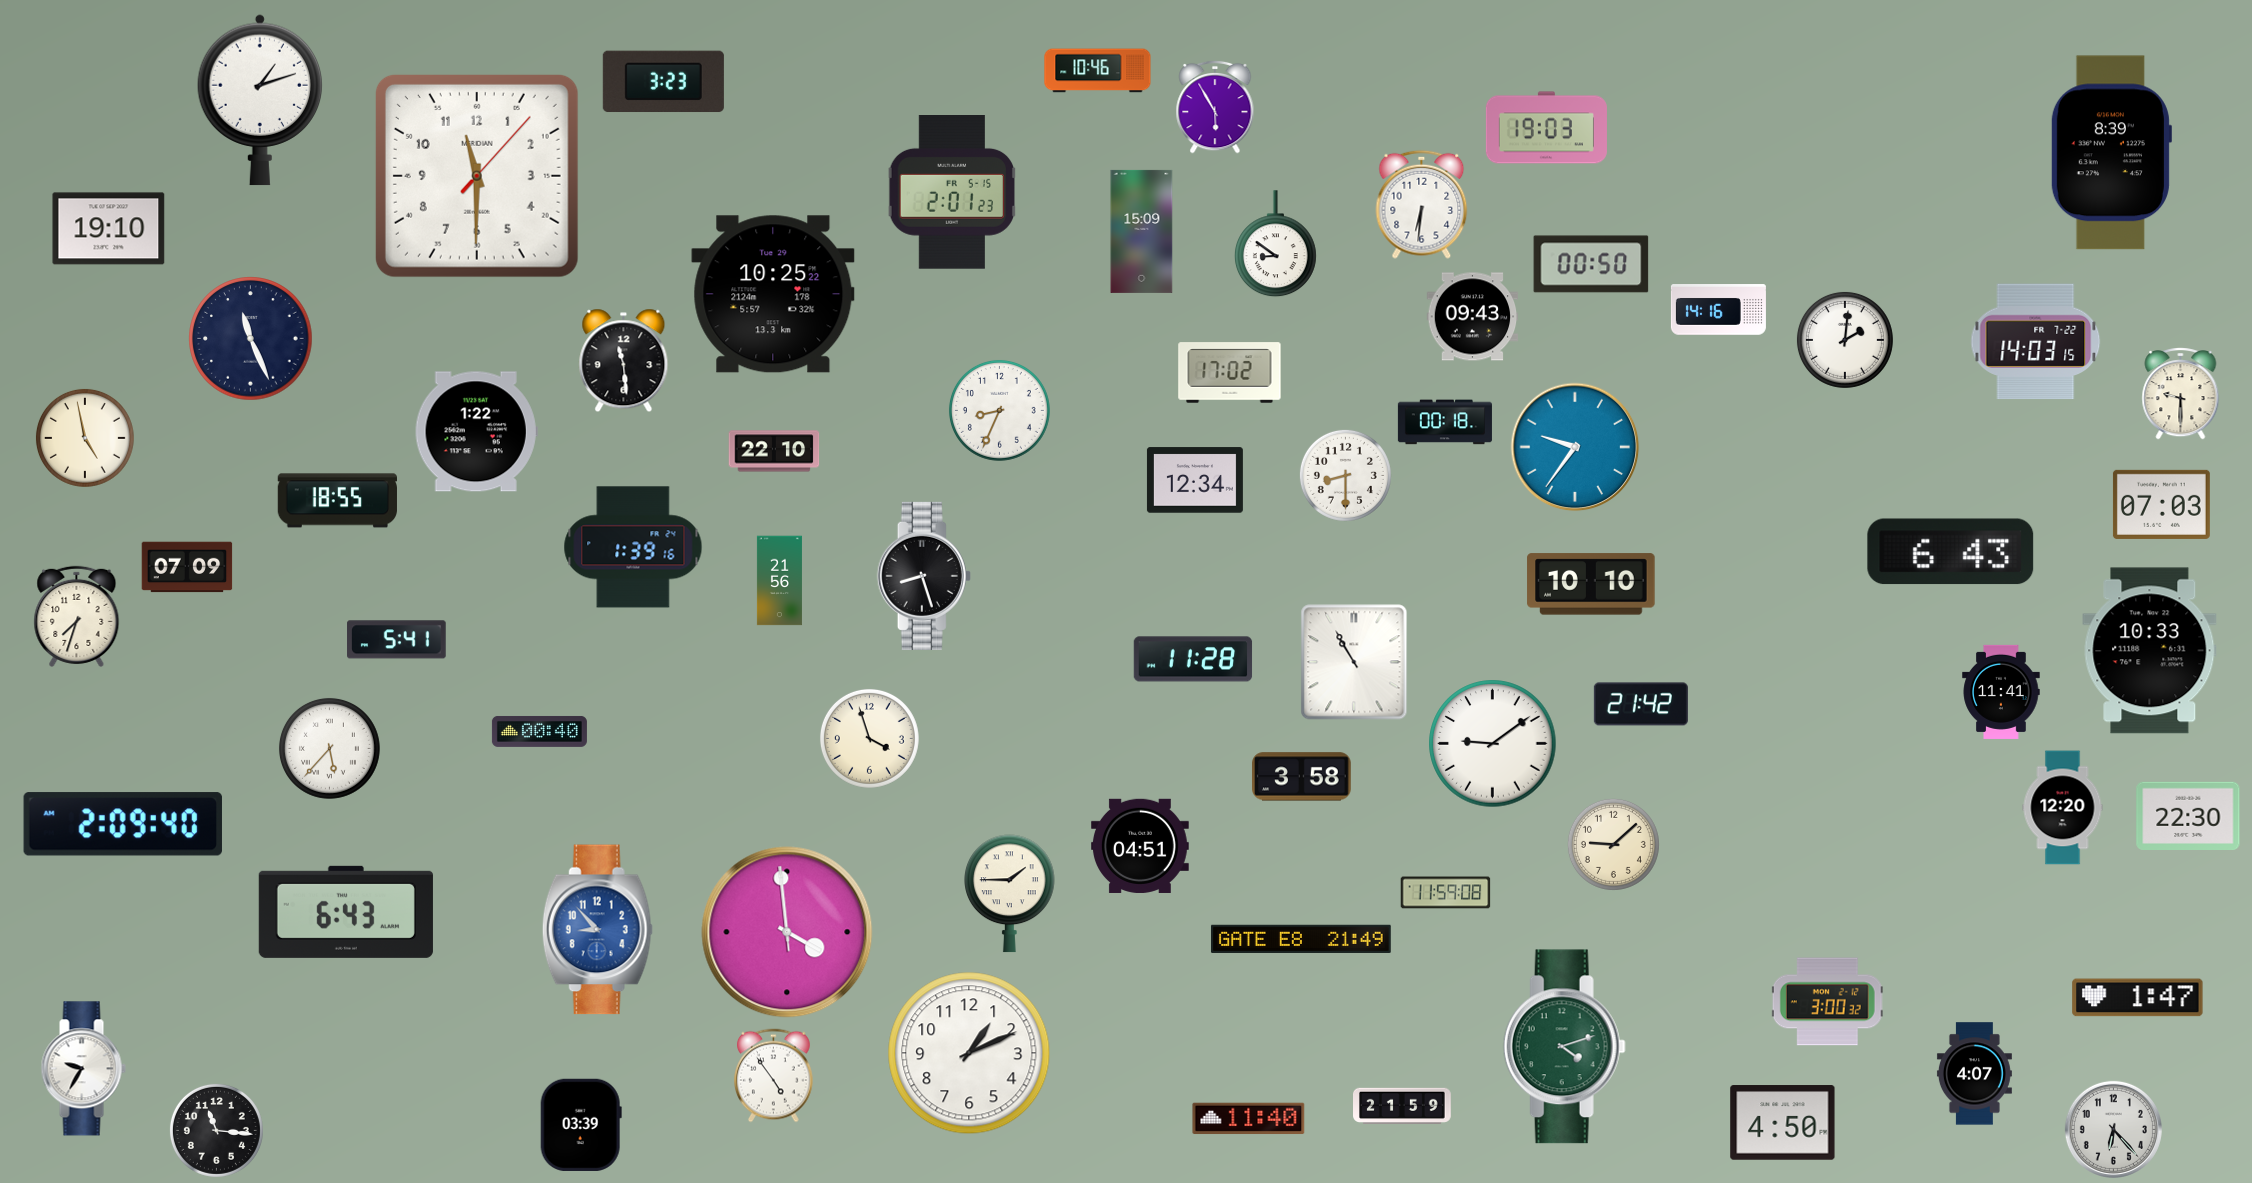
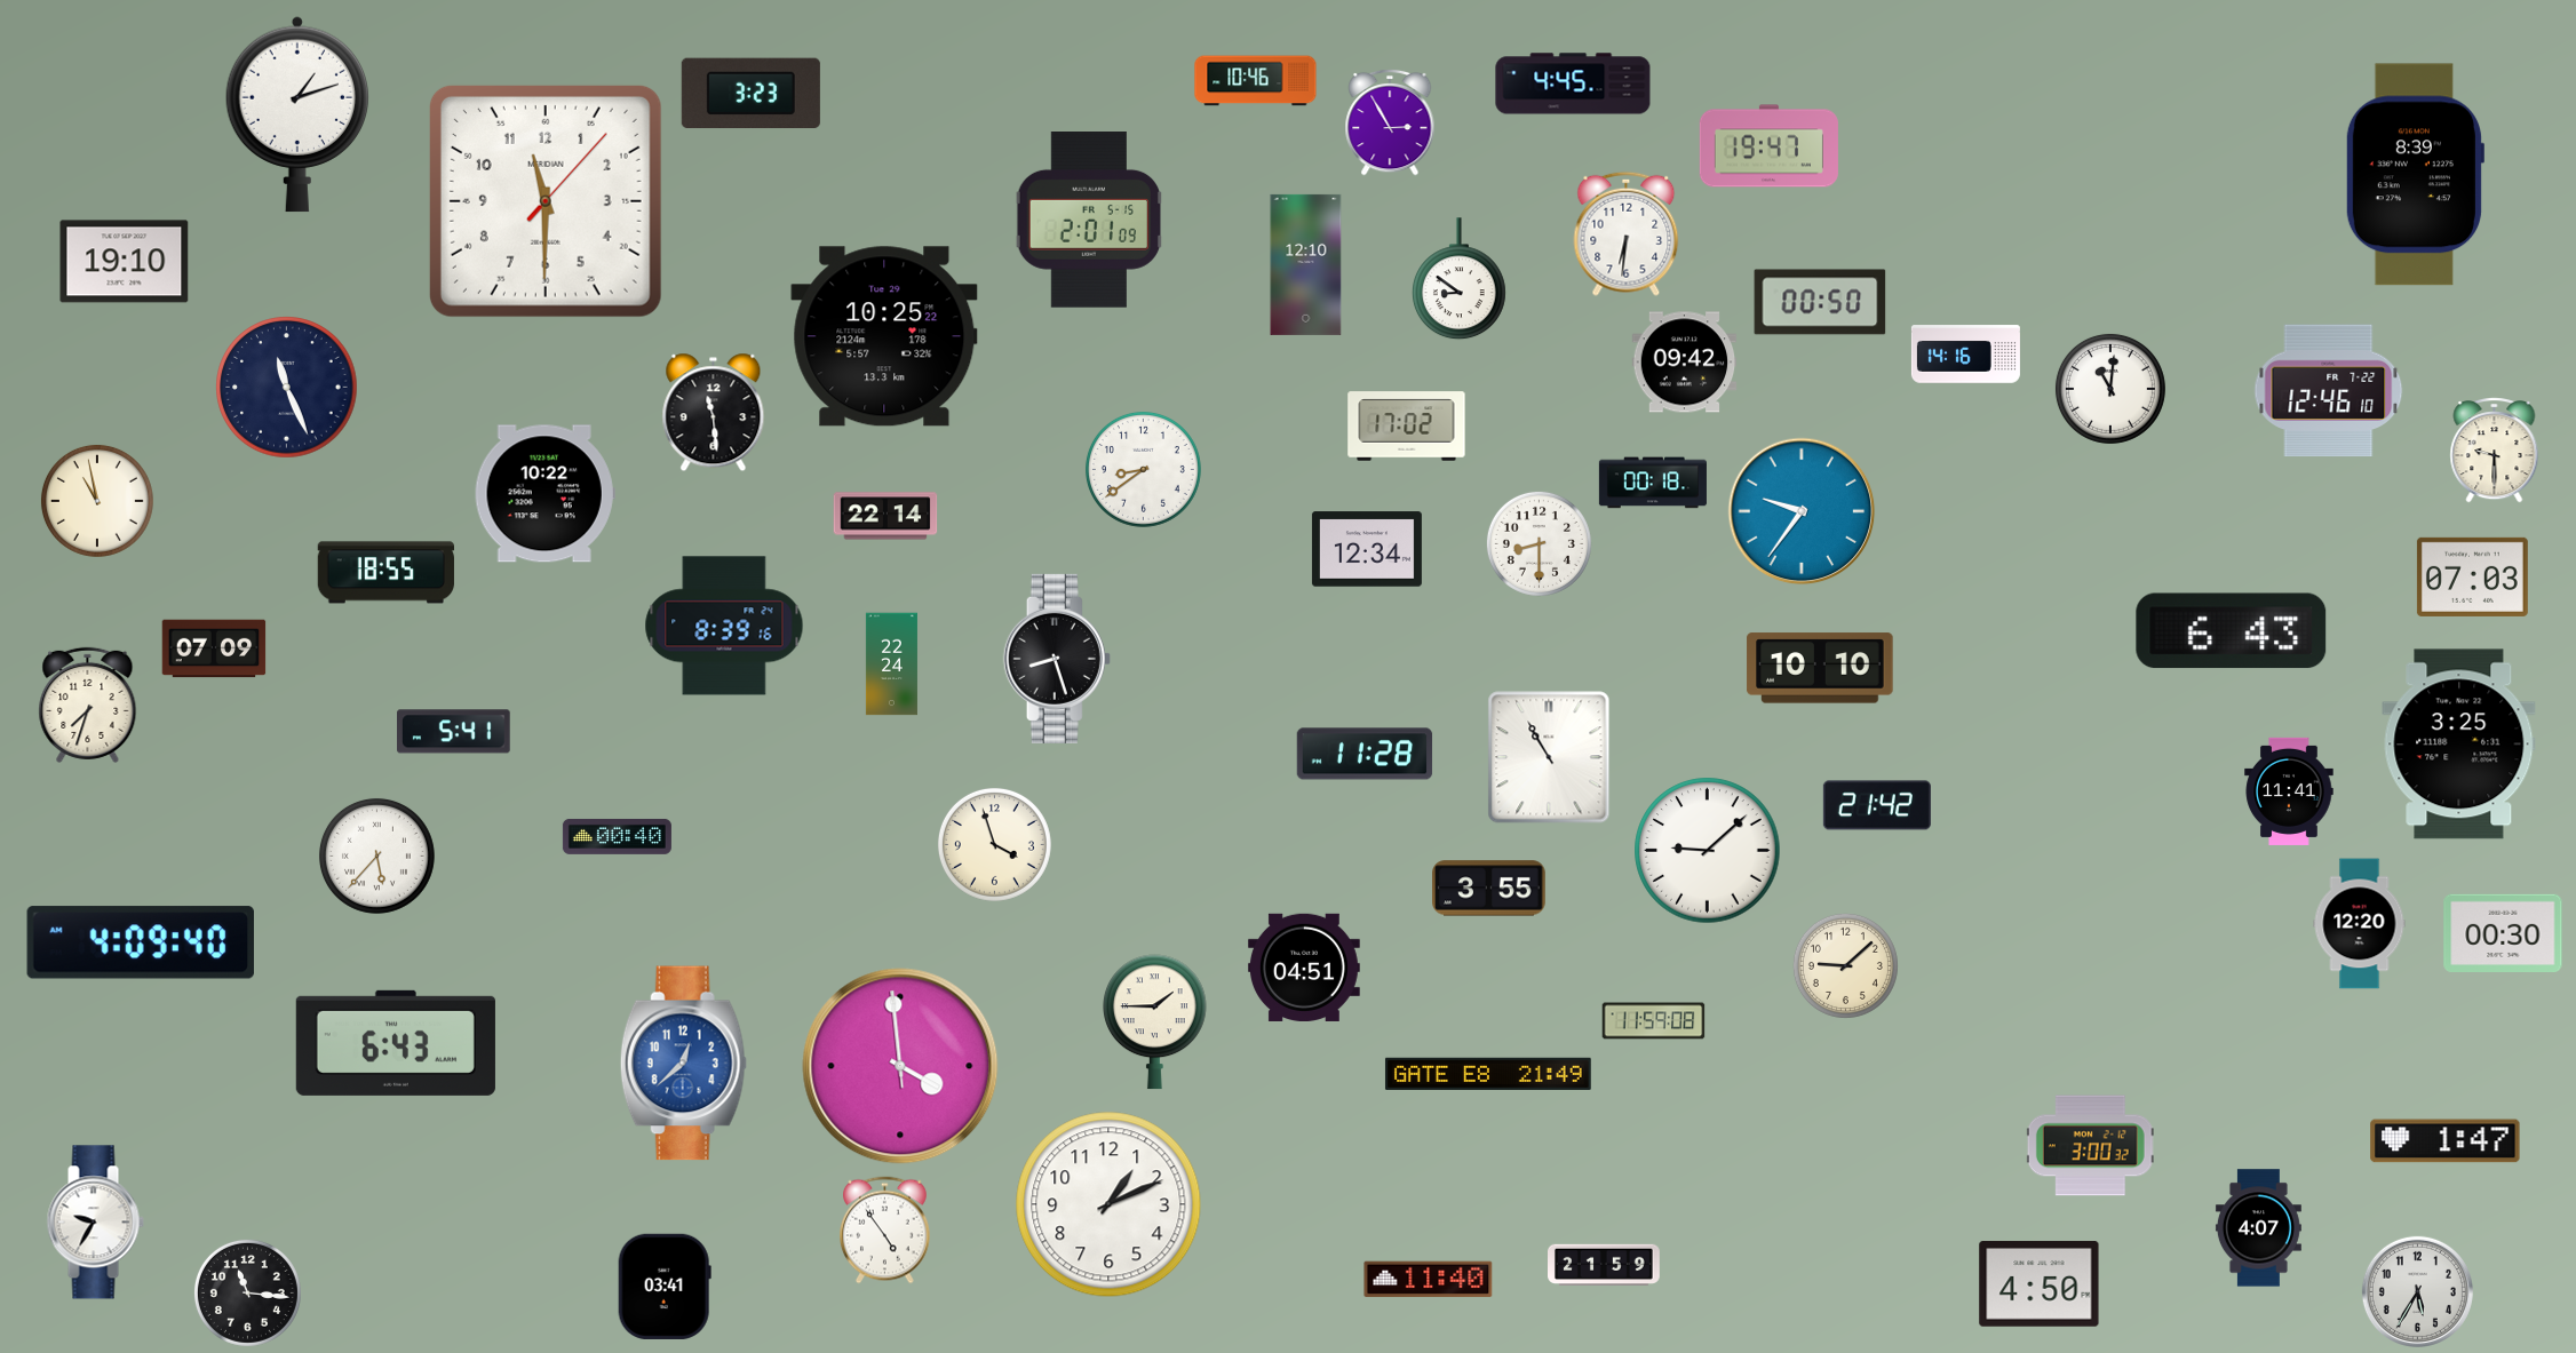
clock at (1573, 83): none -> 4:45
clock at (663, 82) position: (663, 82) -> (750, 94)
clock at (1215, 107): 5:55 -> 2:55
clock at (1546, 128): 19:03 -> 19:47
clock at (951, 193): 2:01:23 -> 2:01:09
clock at (1142, 231): 15:09 -> 12:10
clock at (1473, 317): 09:43 -> 09:42
clock at (1845, 340): 2:01 -> 11:01
clock at (2036, 342): 14:03 -> 12:46
clock at (999, 410): 8:34 -> 8:39
clock at (476, 432): 1:22 -> 10:22
clock at (85, 438): 4:58 -> 10:58
clock at (774, 451): 22:10 -> 22:14
clock at (633, 547): 1:39 -> 8:39
clock at (779, 581): 21:56 -> 22:24
clock at (2150, 651): 10:33 -> 3:25
clock at (1493, 744): 9:09 -> 9:08
clock at (1302, 777): 3:58 -> 3:55
clock at (2188, 815): 22:30 -> 00:30
clock at (123, 824): 2:09 -> 4:09
clock at (597, 930): 8:53 -> 12:38
clock at (1564, 1047): 4:12 -> none
clock at (581, 1125): 03:39 -> 03:41
clock at (2113, 1129): 6:23 -> 5:35
